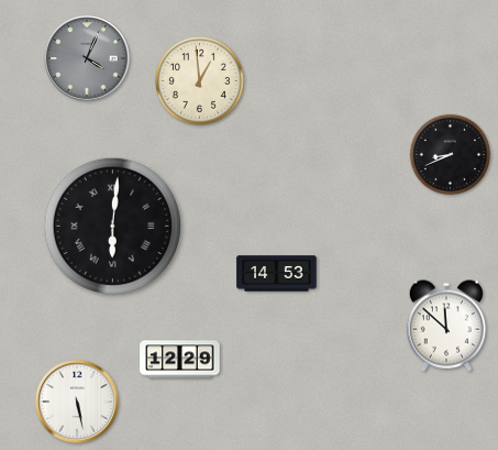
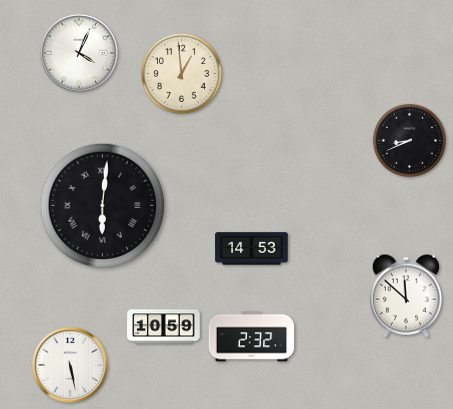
clock at (87, 58) dial: grey -> white
clock at (180, 360): 12:29 -> 10:59
clock at (252, 337): none -> 2:32
